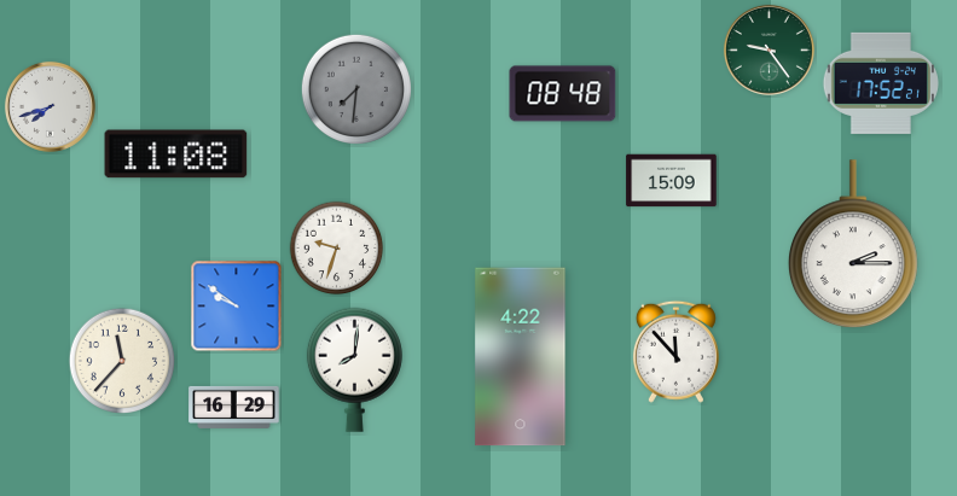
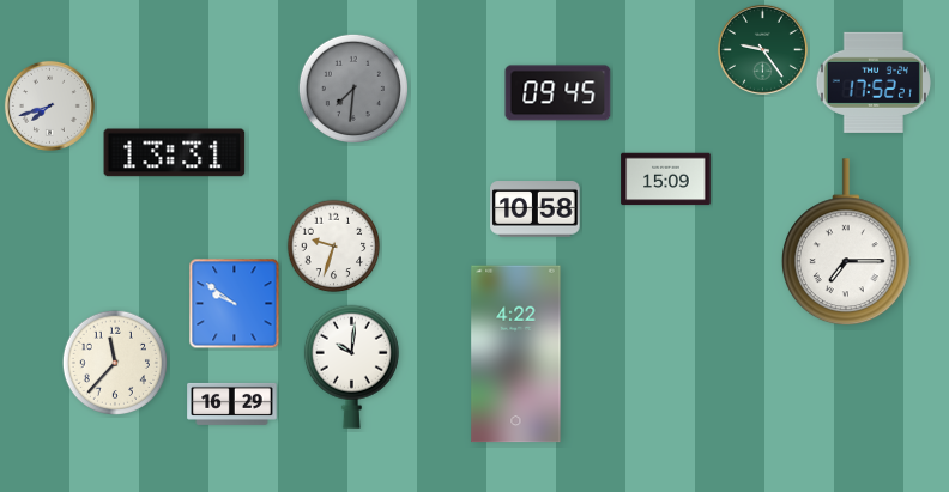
clock at (563, 94): 08:48 -> 09:45
clock at (176, 154): 11:08 -> 13:31
clock at (536, 209): none -> 10:58
clock at (853, 245): 2:15 -> 7:15
clock at (675, 351): 11:53 -> none
clock at (121, 360) position: (121, 360) -> (114, 362)
clock at (354, 369): 8:01 -> 10:01
